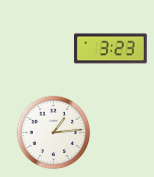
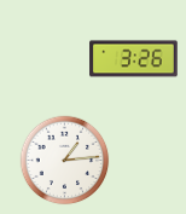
clock at (111, 49): 3:23 -> 3:26
